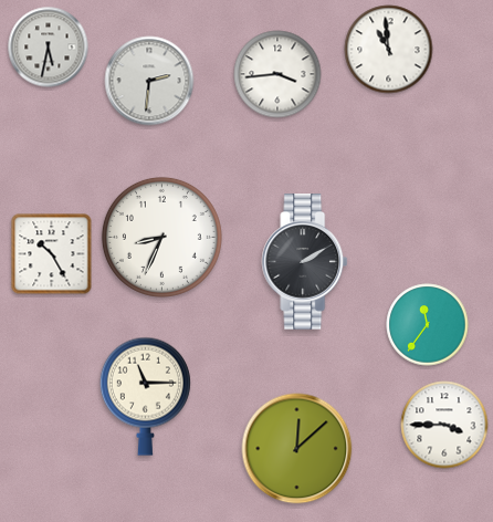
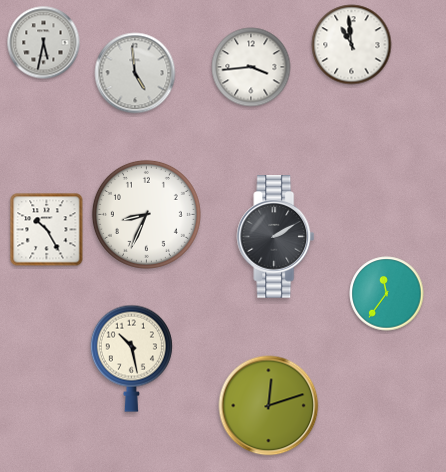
clock at (149, 81): 2:31 -> 4:59
clock at (145, 396): 11:15 -> 10:28
clock at (444, 425): 3:45 -> none
clock at (297, 449): 12:08 -> 12:12
